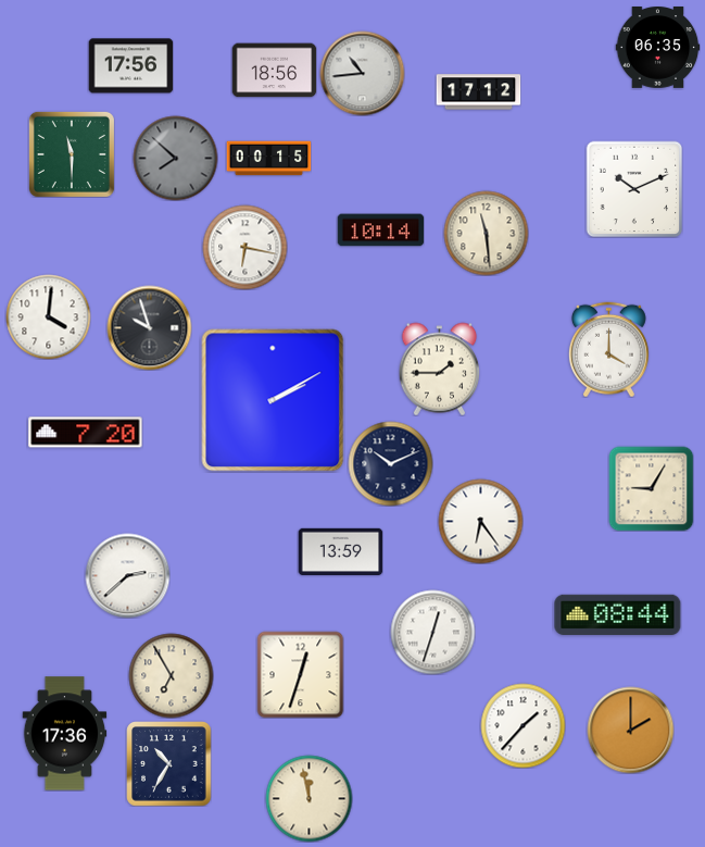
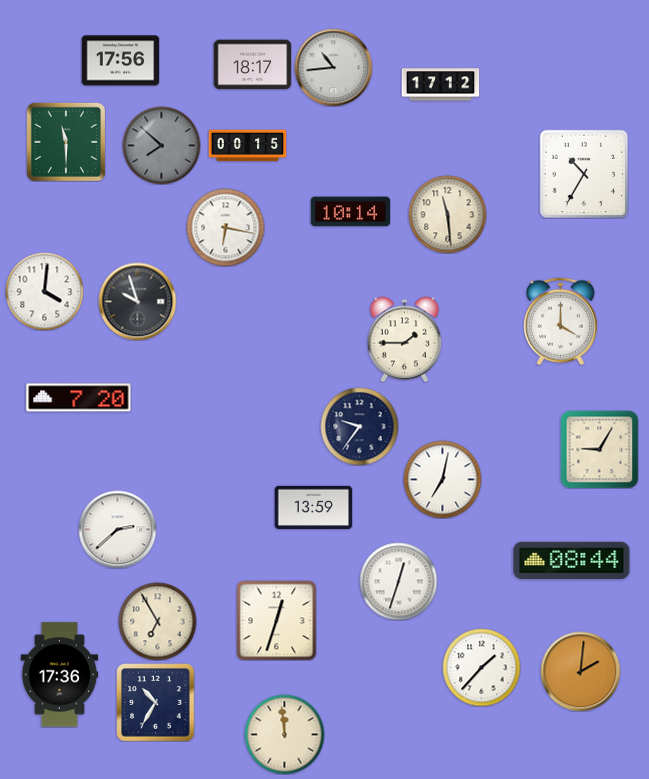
clock at (657, 48): 06:35 -> none
clock at (274, 71): 18:56 -> 18:17
clock at (634, 189): 10:11 -> 10:35
clock at (273, 400): 2:10 -> none
clock at (390, 463): 10:11 -> 9:36
clock at (480, 521): 6:24 -> 7:02
clock at (618, 614) position: (618, 614) -> (572, 560)
clock at (630, 730): 2:00 -> 2:01
clock at (309, 798): 11:58 -> 11:59
